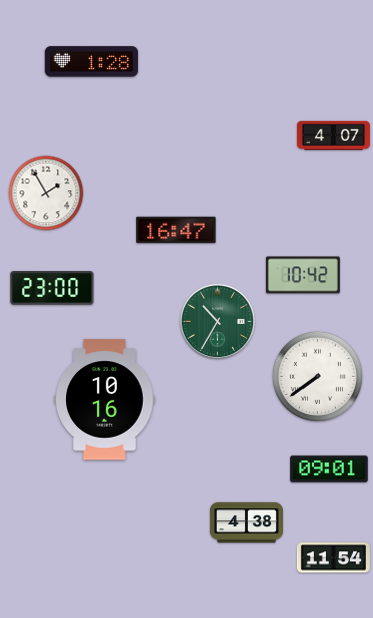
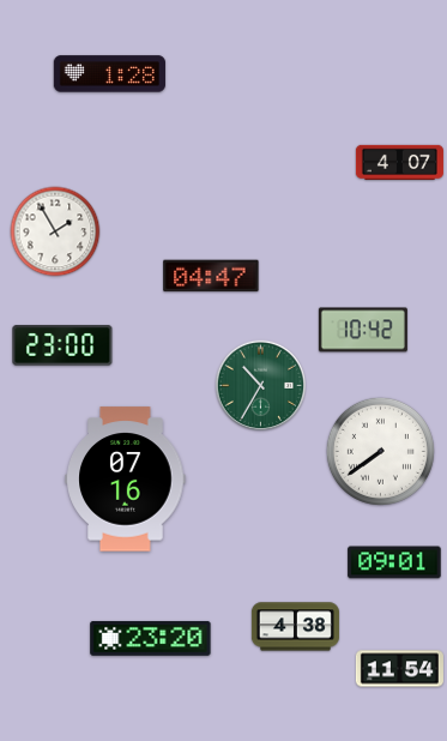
clock at (176, 230): 16:47 -> 04:47
clock at (105, 400): 10:16 -> 07:16
clock at (151, 638): none -> 23:20
